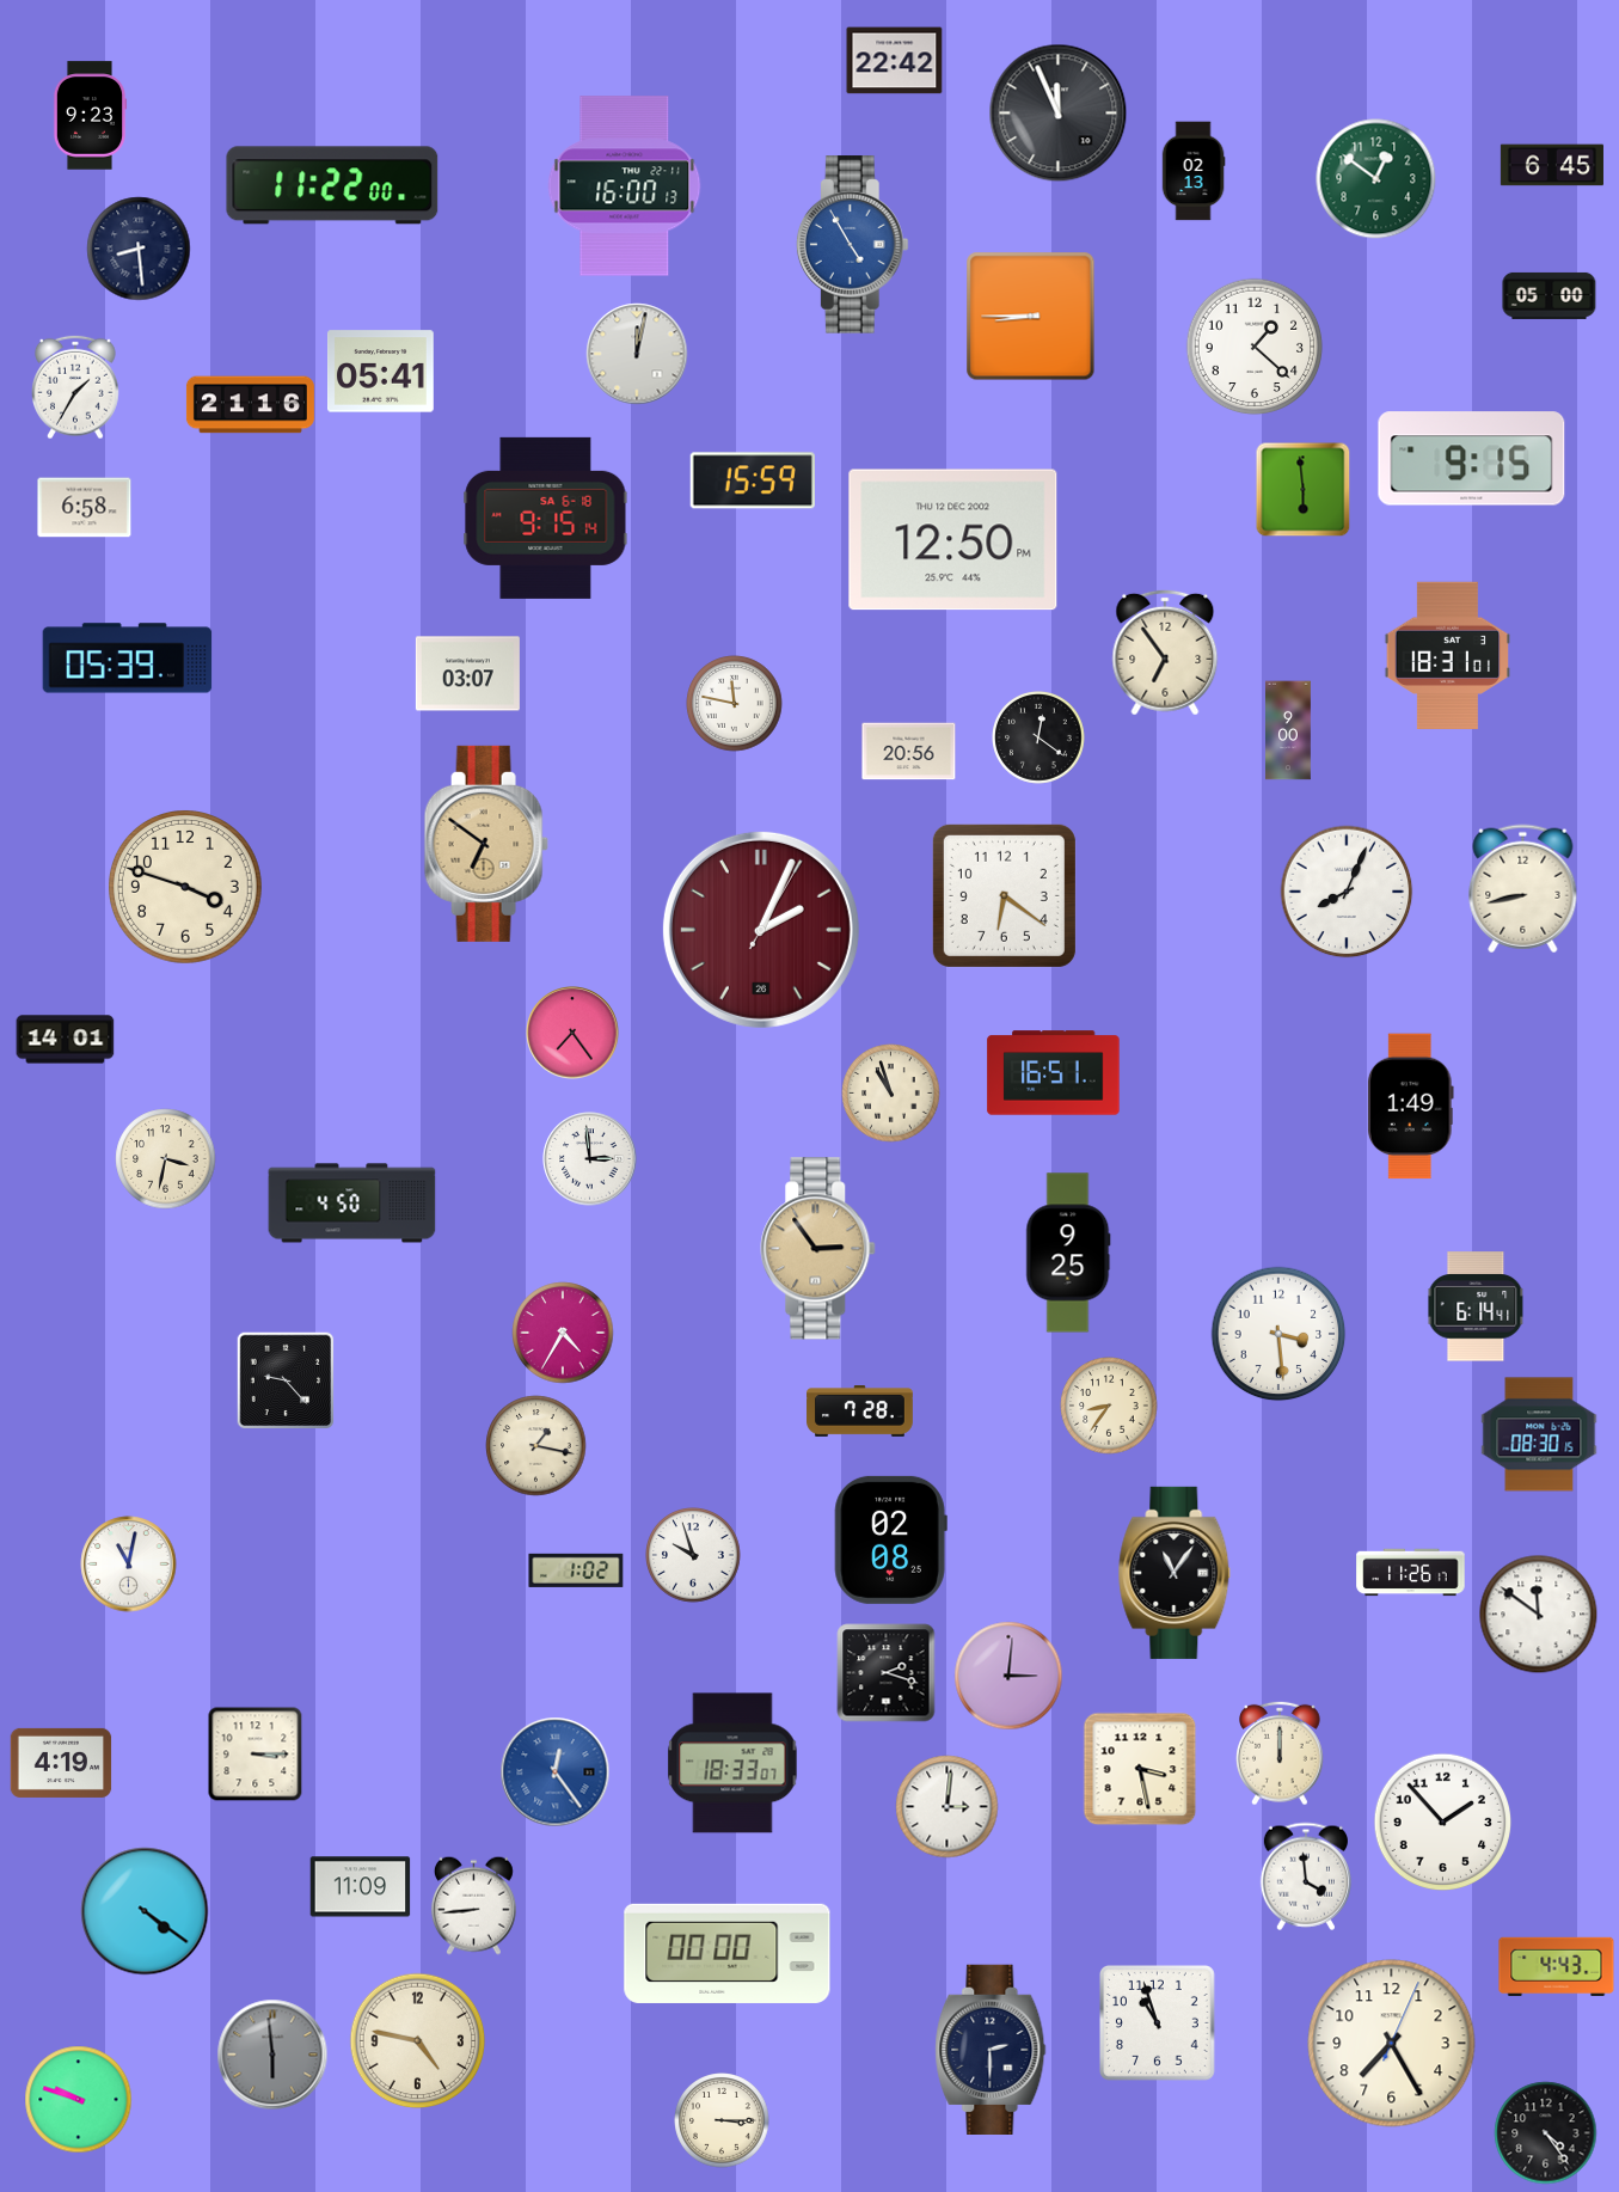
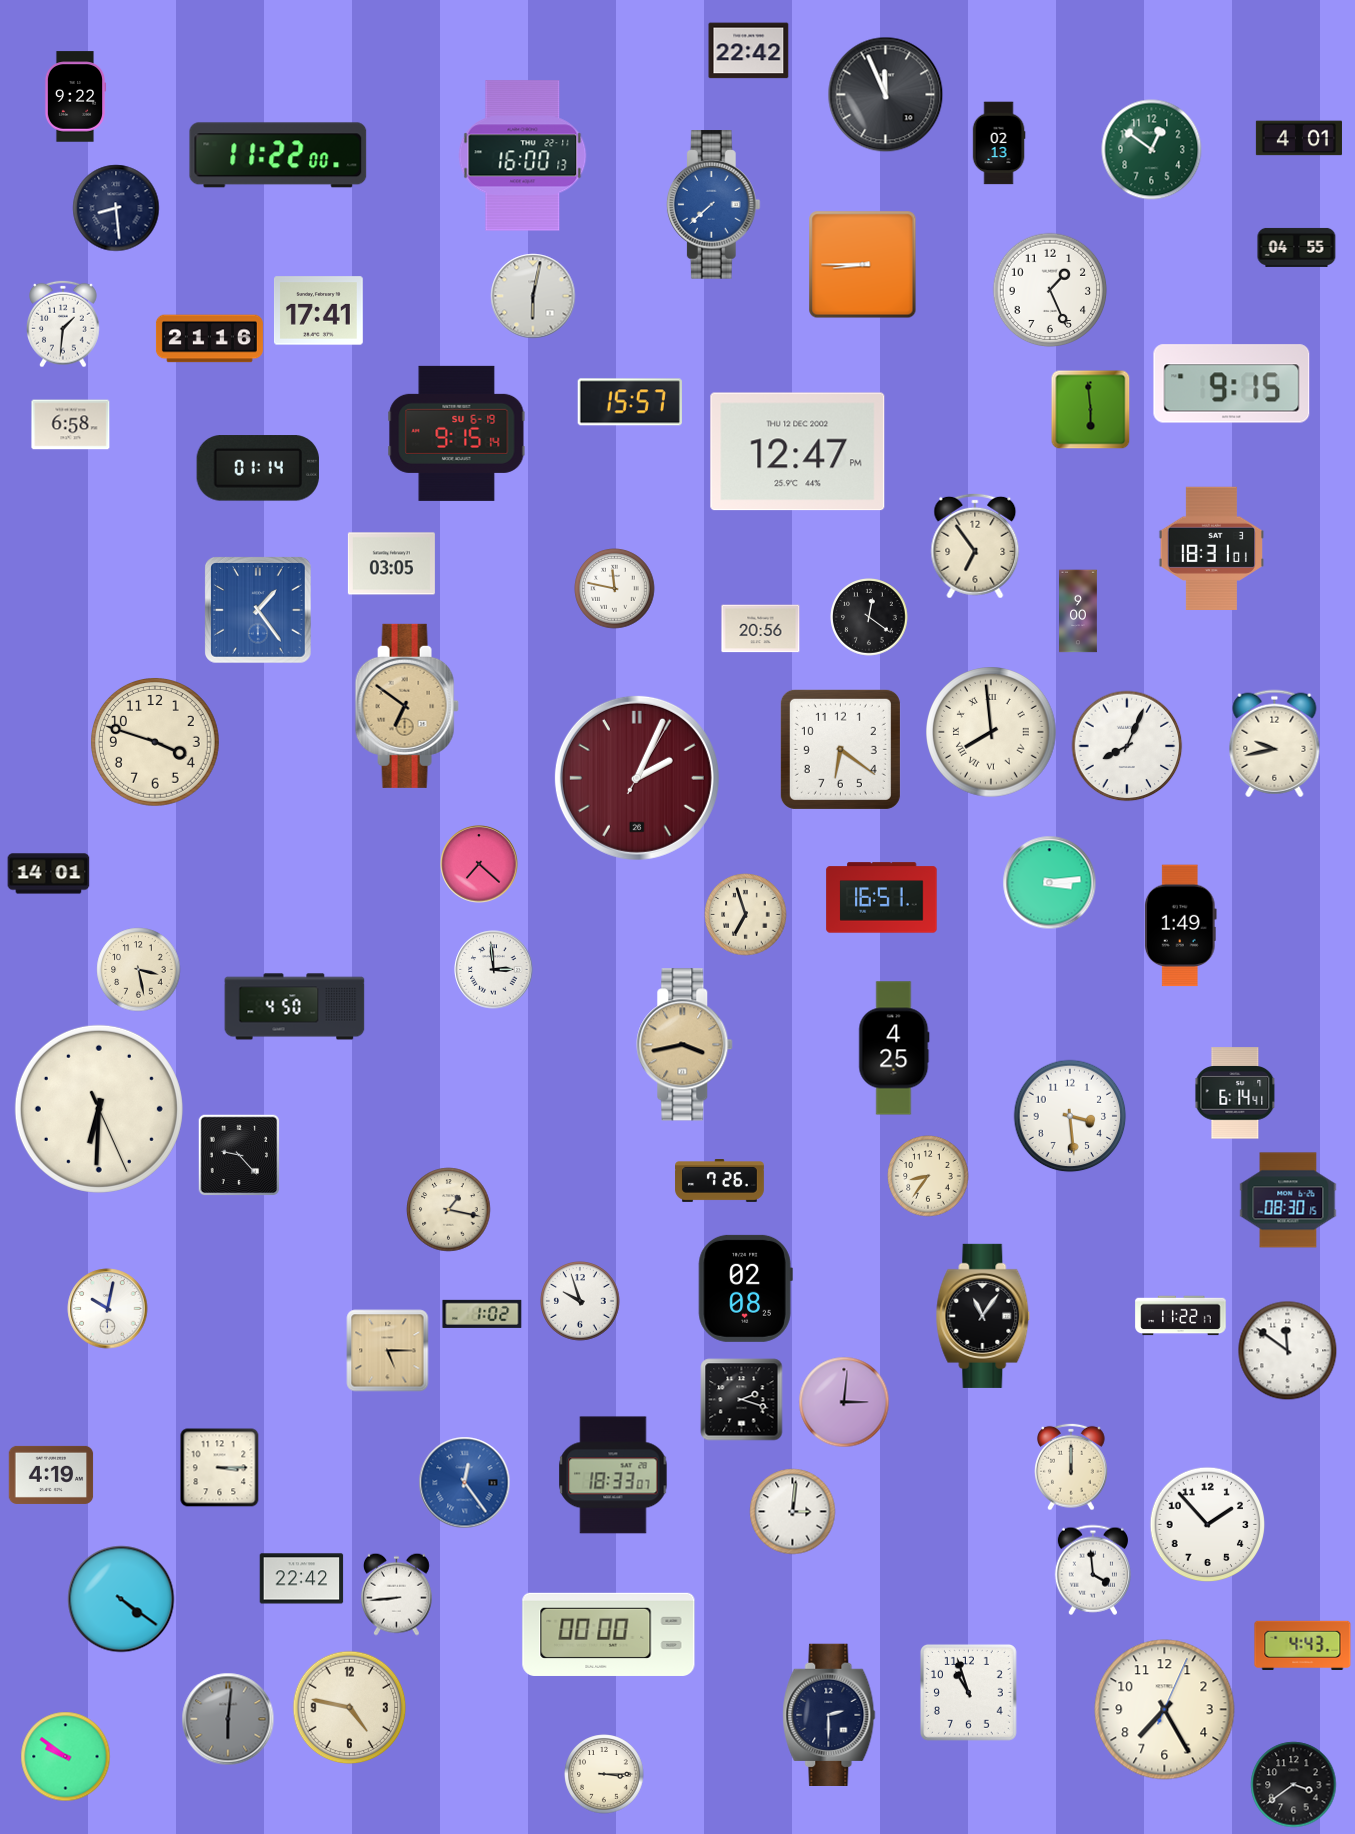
clock at (90, 116): 9:23 -> 9:22
clock at (1552, 165): 6:45 -> 4:01
clock at (852, 245): 4:55 -> 7:38
clock at (1550, 295): 05:00 -> 04:55
clock at (1255, 347): 1:22 -> 1:26
clock at (637, 354): 12:02 -> 6:02
clock at (381, 372): 05:41 -> 17:41
clock at (76, 387): 1:35 -> 1:31
clock at (753, 480): 15:59 -> 15:57
clock at (546, 518) date: SA 6-18 -> SU 6-19
clock at (953, 540): 12:50 -> 12:47
clock at (258, 468): none -> 01:14
clock at (128, 659): 05:39 -> none
clock at (467, 674): 03:07 -> 03:05
clock at (259, 611): none -> 1:24
clock at (991, 732): none -> 7:59
clock at (1523, 889): 8:43 -> 9:43
clock at (572, 1033): 7:24 -> 7:22
clock at (66, 1040) position: (66, 1040) -> (49, 874)
clock at (1050, 883): none -> 3:14
clock at (891, 1094): 10:57 -> 6:57
clock at (166, 1159): 3:32 -> 3:28
clock at (818, 1249): 2:54 -> 3:43
clock at (1068, 1253): 9:25 -> 4:25
clock at (99, 1109): none -> 6:30
clock at (563, 1333): 4:35 -> none
clock at (860, 1412): 7:28 -> 7:26
clock at (129, 1565): 11:02 -> 10:02
clock at (1411, 1573): 11:26 -> 11:22
clock at (388, 1351): none -> 5:15
clock at (256, 1755) position: (256, 1755) -> (220, 1468)
clock at (1140, 1769): 3:28 -> none
clock at (361, 1887): 11:09 -> 22:42
clock at (272, 2055): 5:59 -> 6:01
clock at (79, 2100): 9:48 -> 9:51
clock at (1546, 2133): 4:24 -> 3:39
